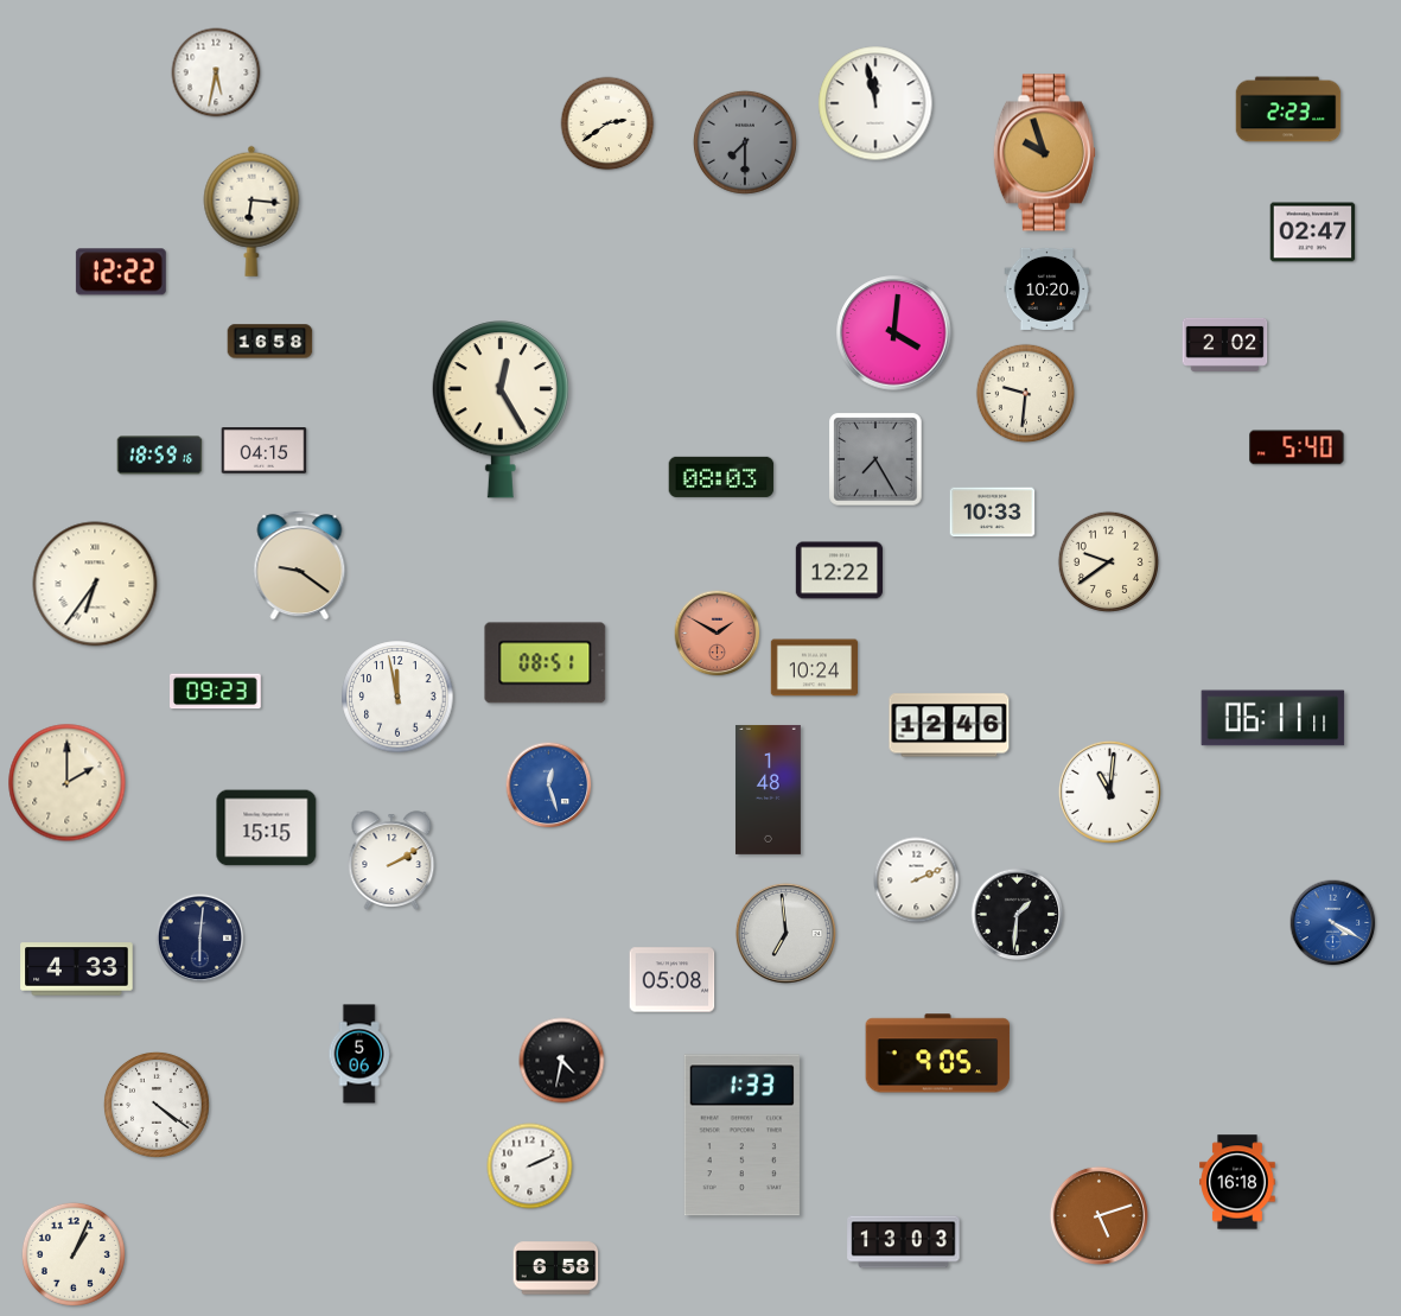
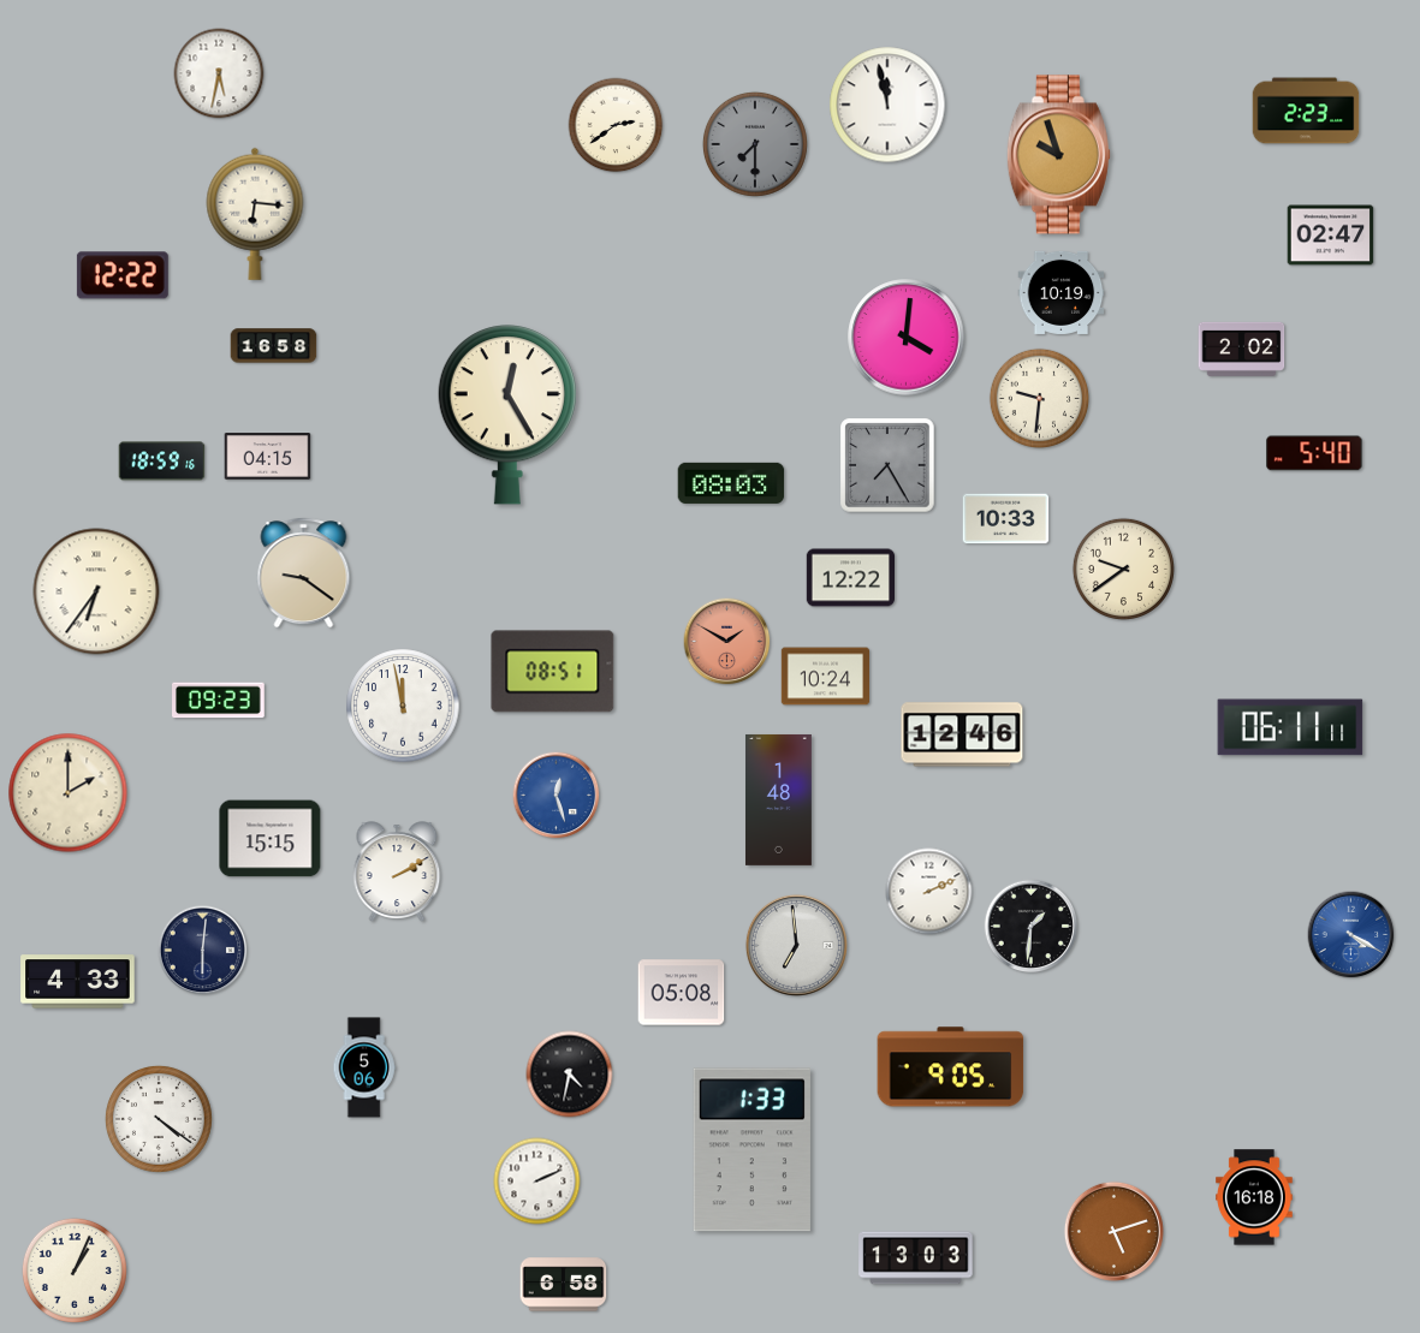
clock at (1047, 288): 10:20 -> 10:19
clock at (1109, 791): 11:01 -> none
